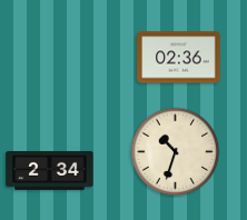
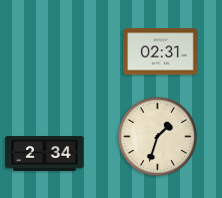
clock at (179, 58): 02:36 -> 02:31
clock at (176, 152): 10:33 -> 1:33
